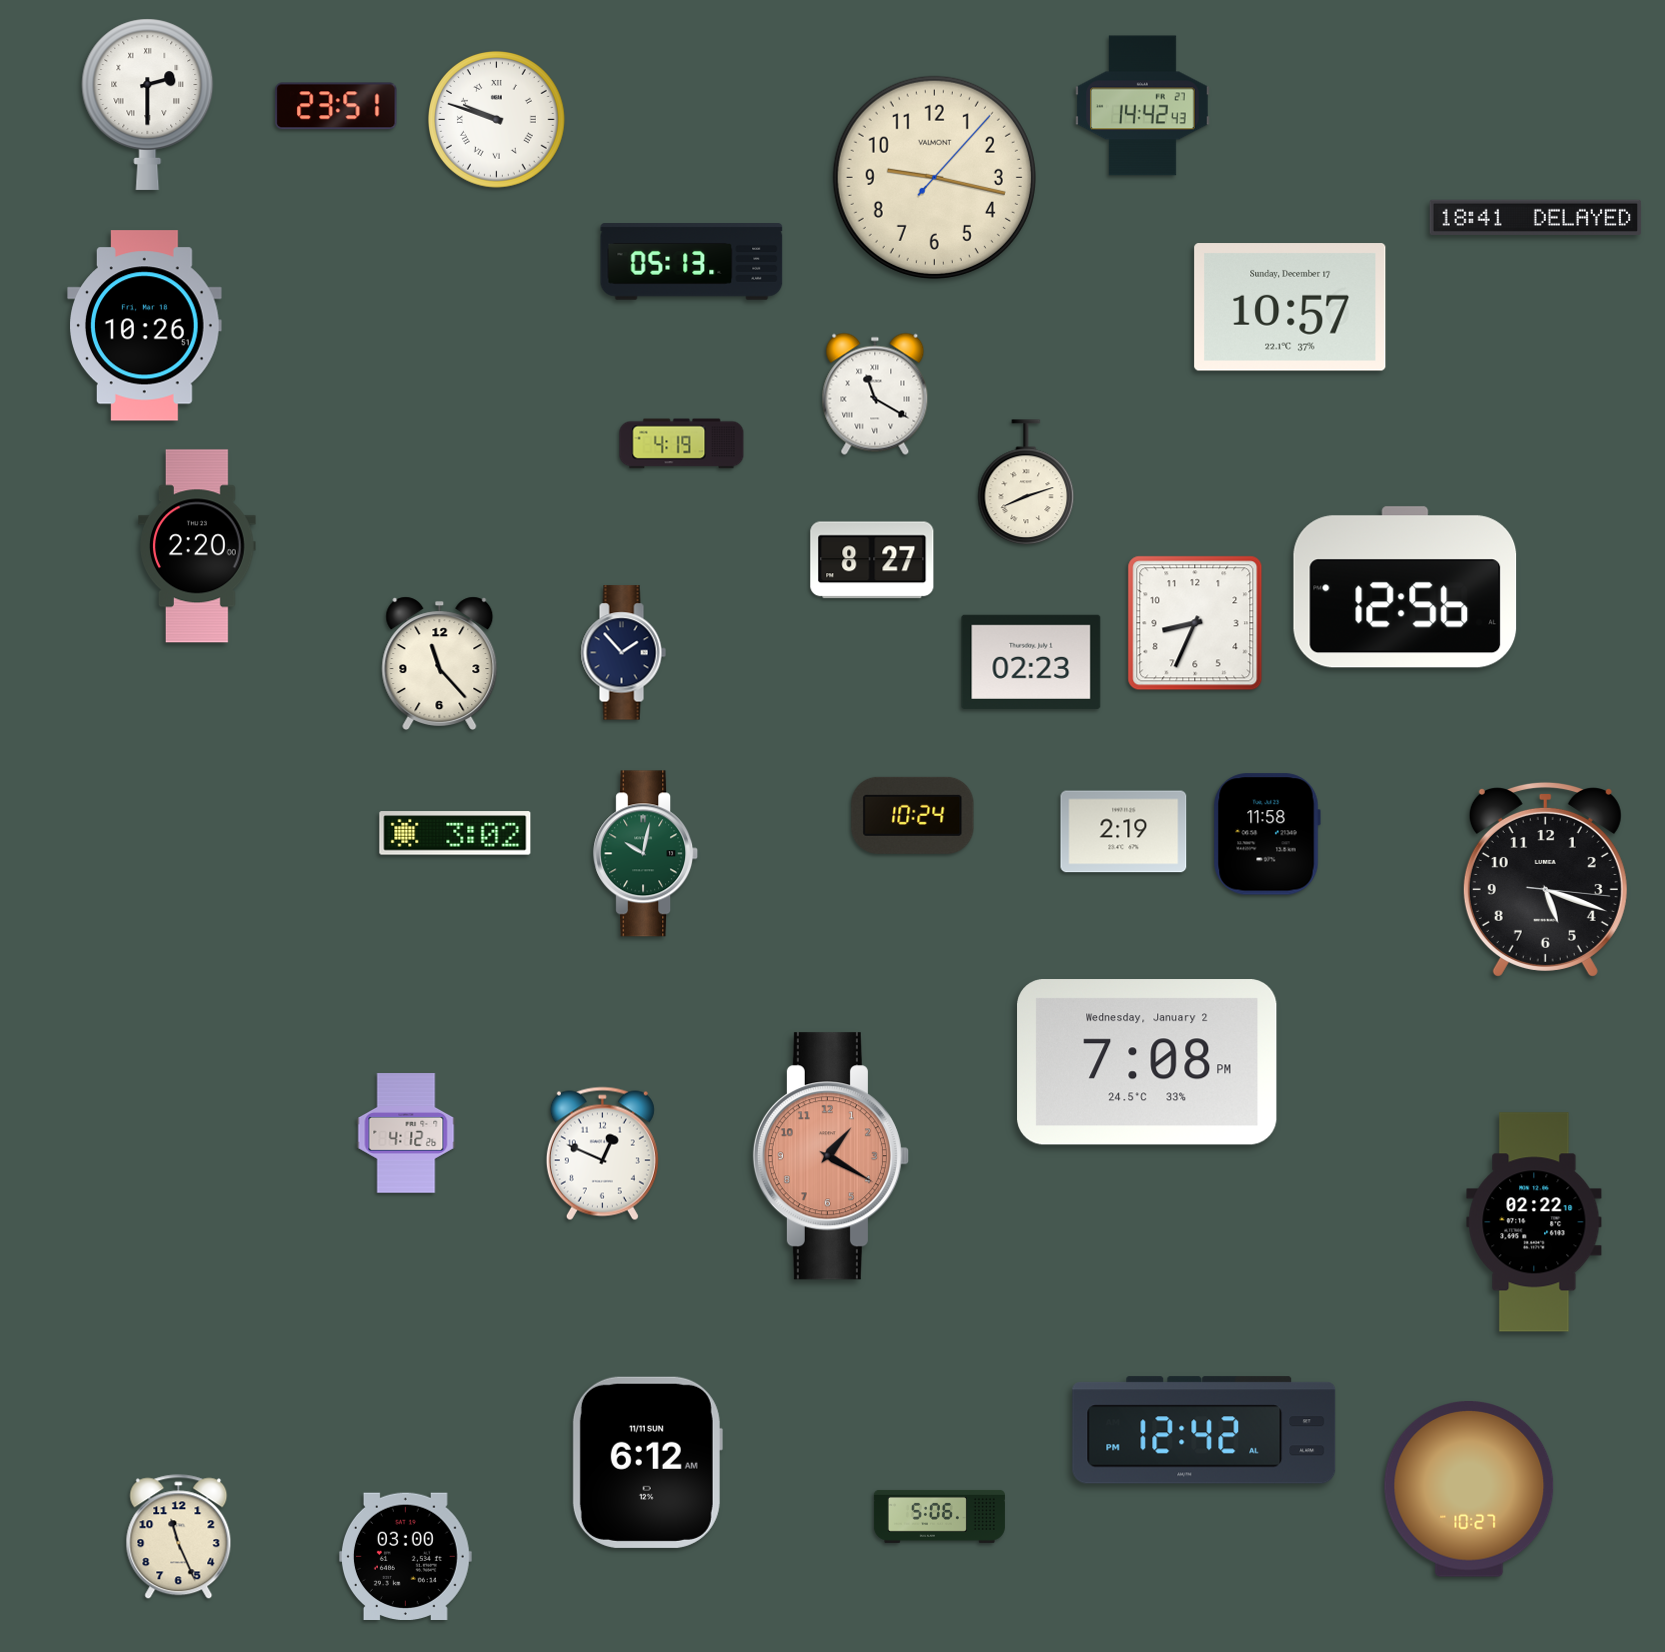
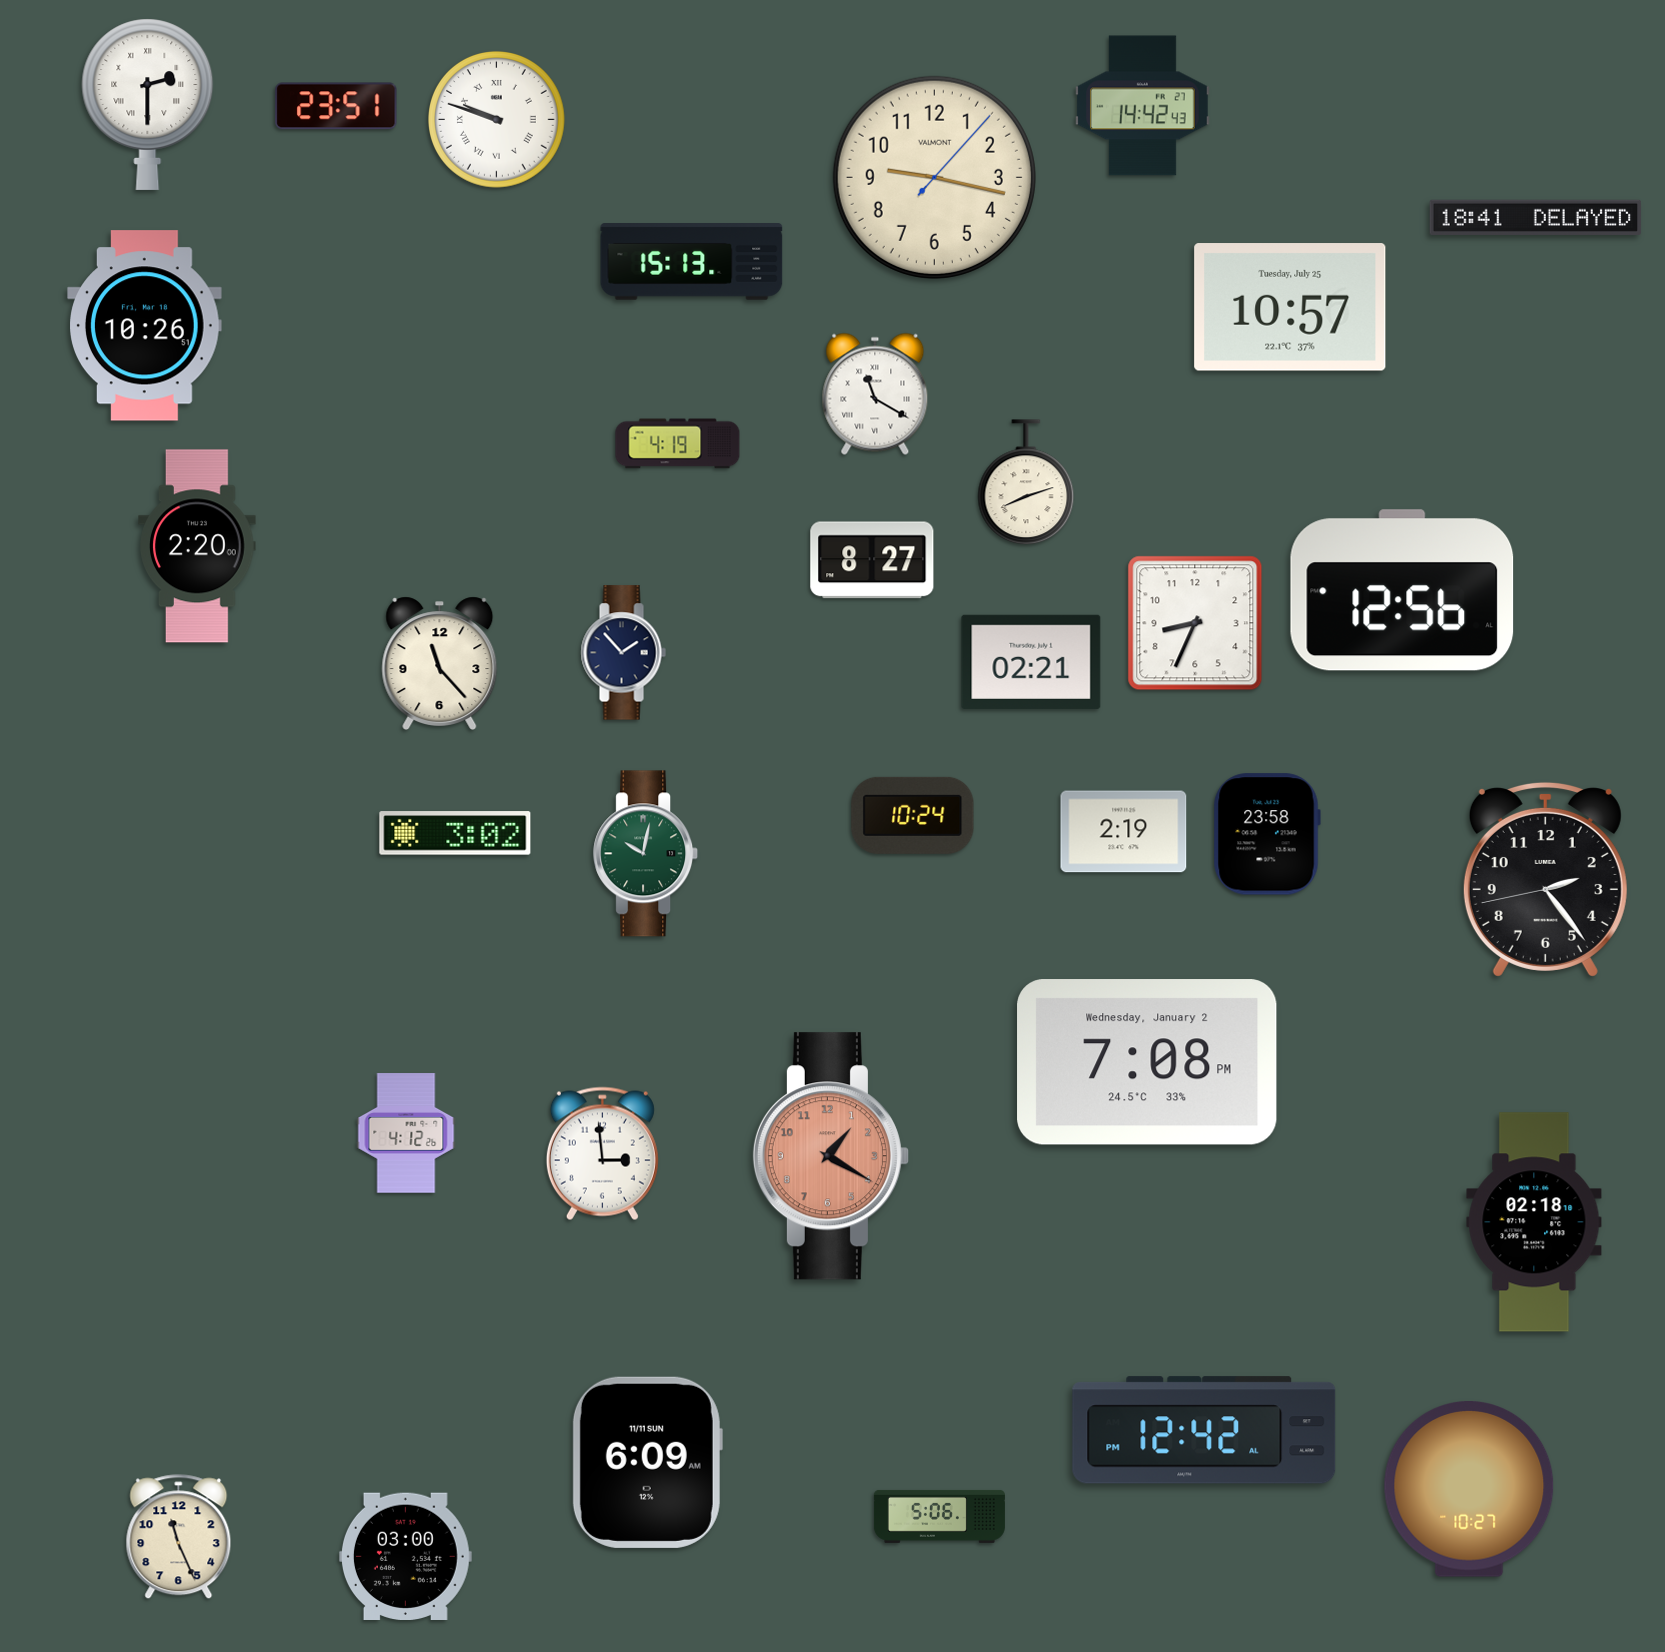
clock at (692, 262): 05:13 -> 15:13
clock at (1290, 307) date: Sunday, December 17 -> Tuesday, July 25
clock at (682, 444) position: (682, 444) -> (678, 444)
clock at (1405, 587) position: (1405, 587) -> (1402, 590)
clock at (1031, 662): 02:23 -> 02:21
clock at (1267, 834): 11:58 -> 23:58
clock at (1545, 879): 5:18 -> 2:23
clock at (602, 1154): 12:49 -> 2:59
clock at (1534, 1222): 02:22 -> 02:18
clock at (647, 1462): 6:12 -> 6:09
